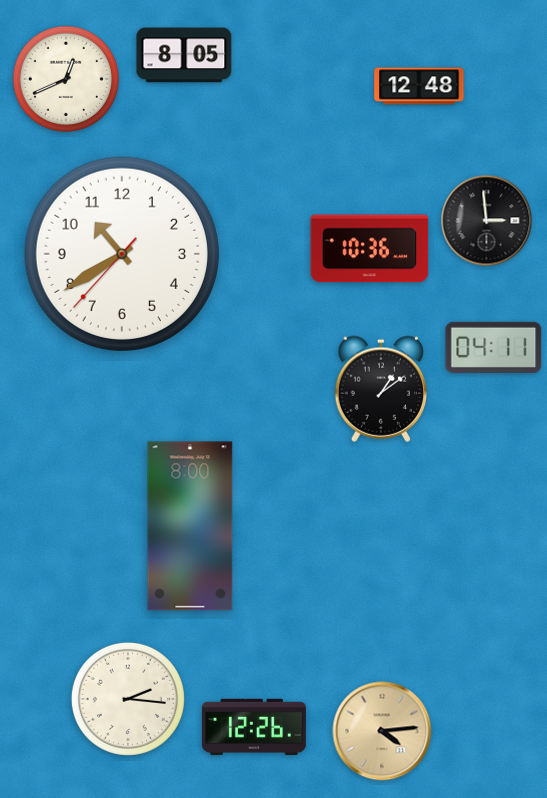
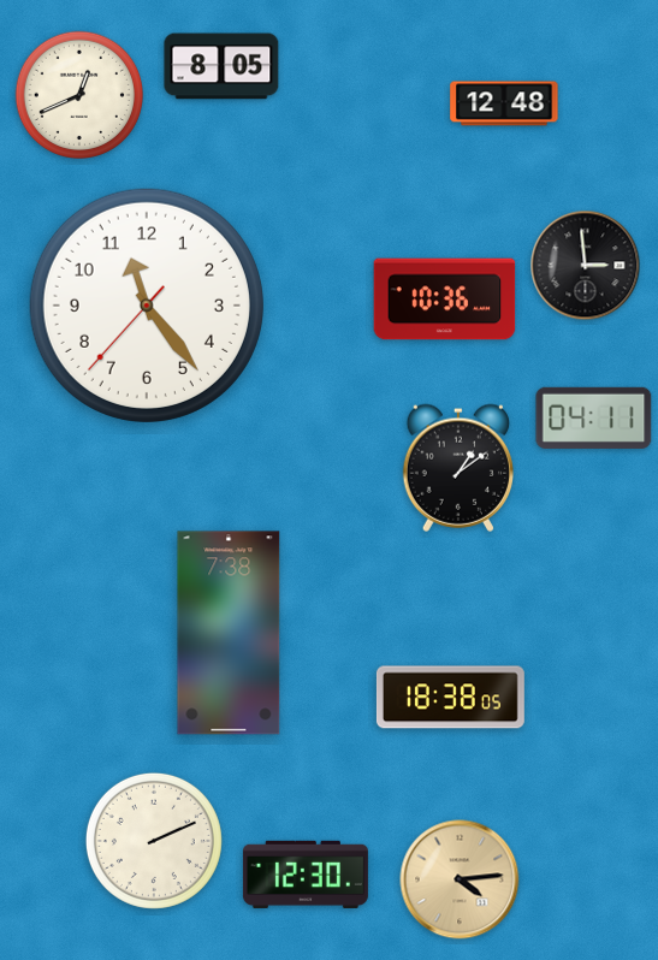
clock at (122, 254): 10:39 -> 11:23
clock at (190, 526): 8:00 -> 7:38
clock at (450, 698): none -> 18:38
clock at (128, 699): 2:16 -> 2:11
clock at (254, 727): 12:26 -> 12:30
